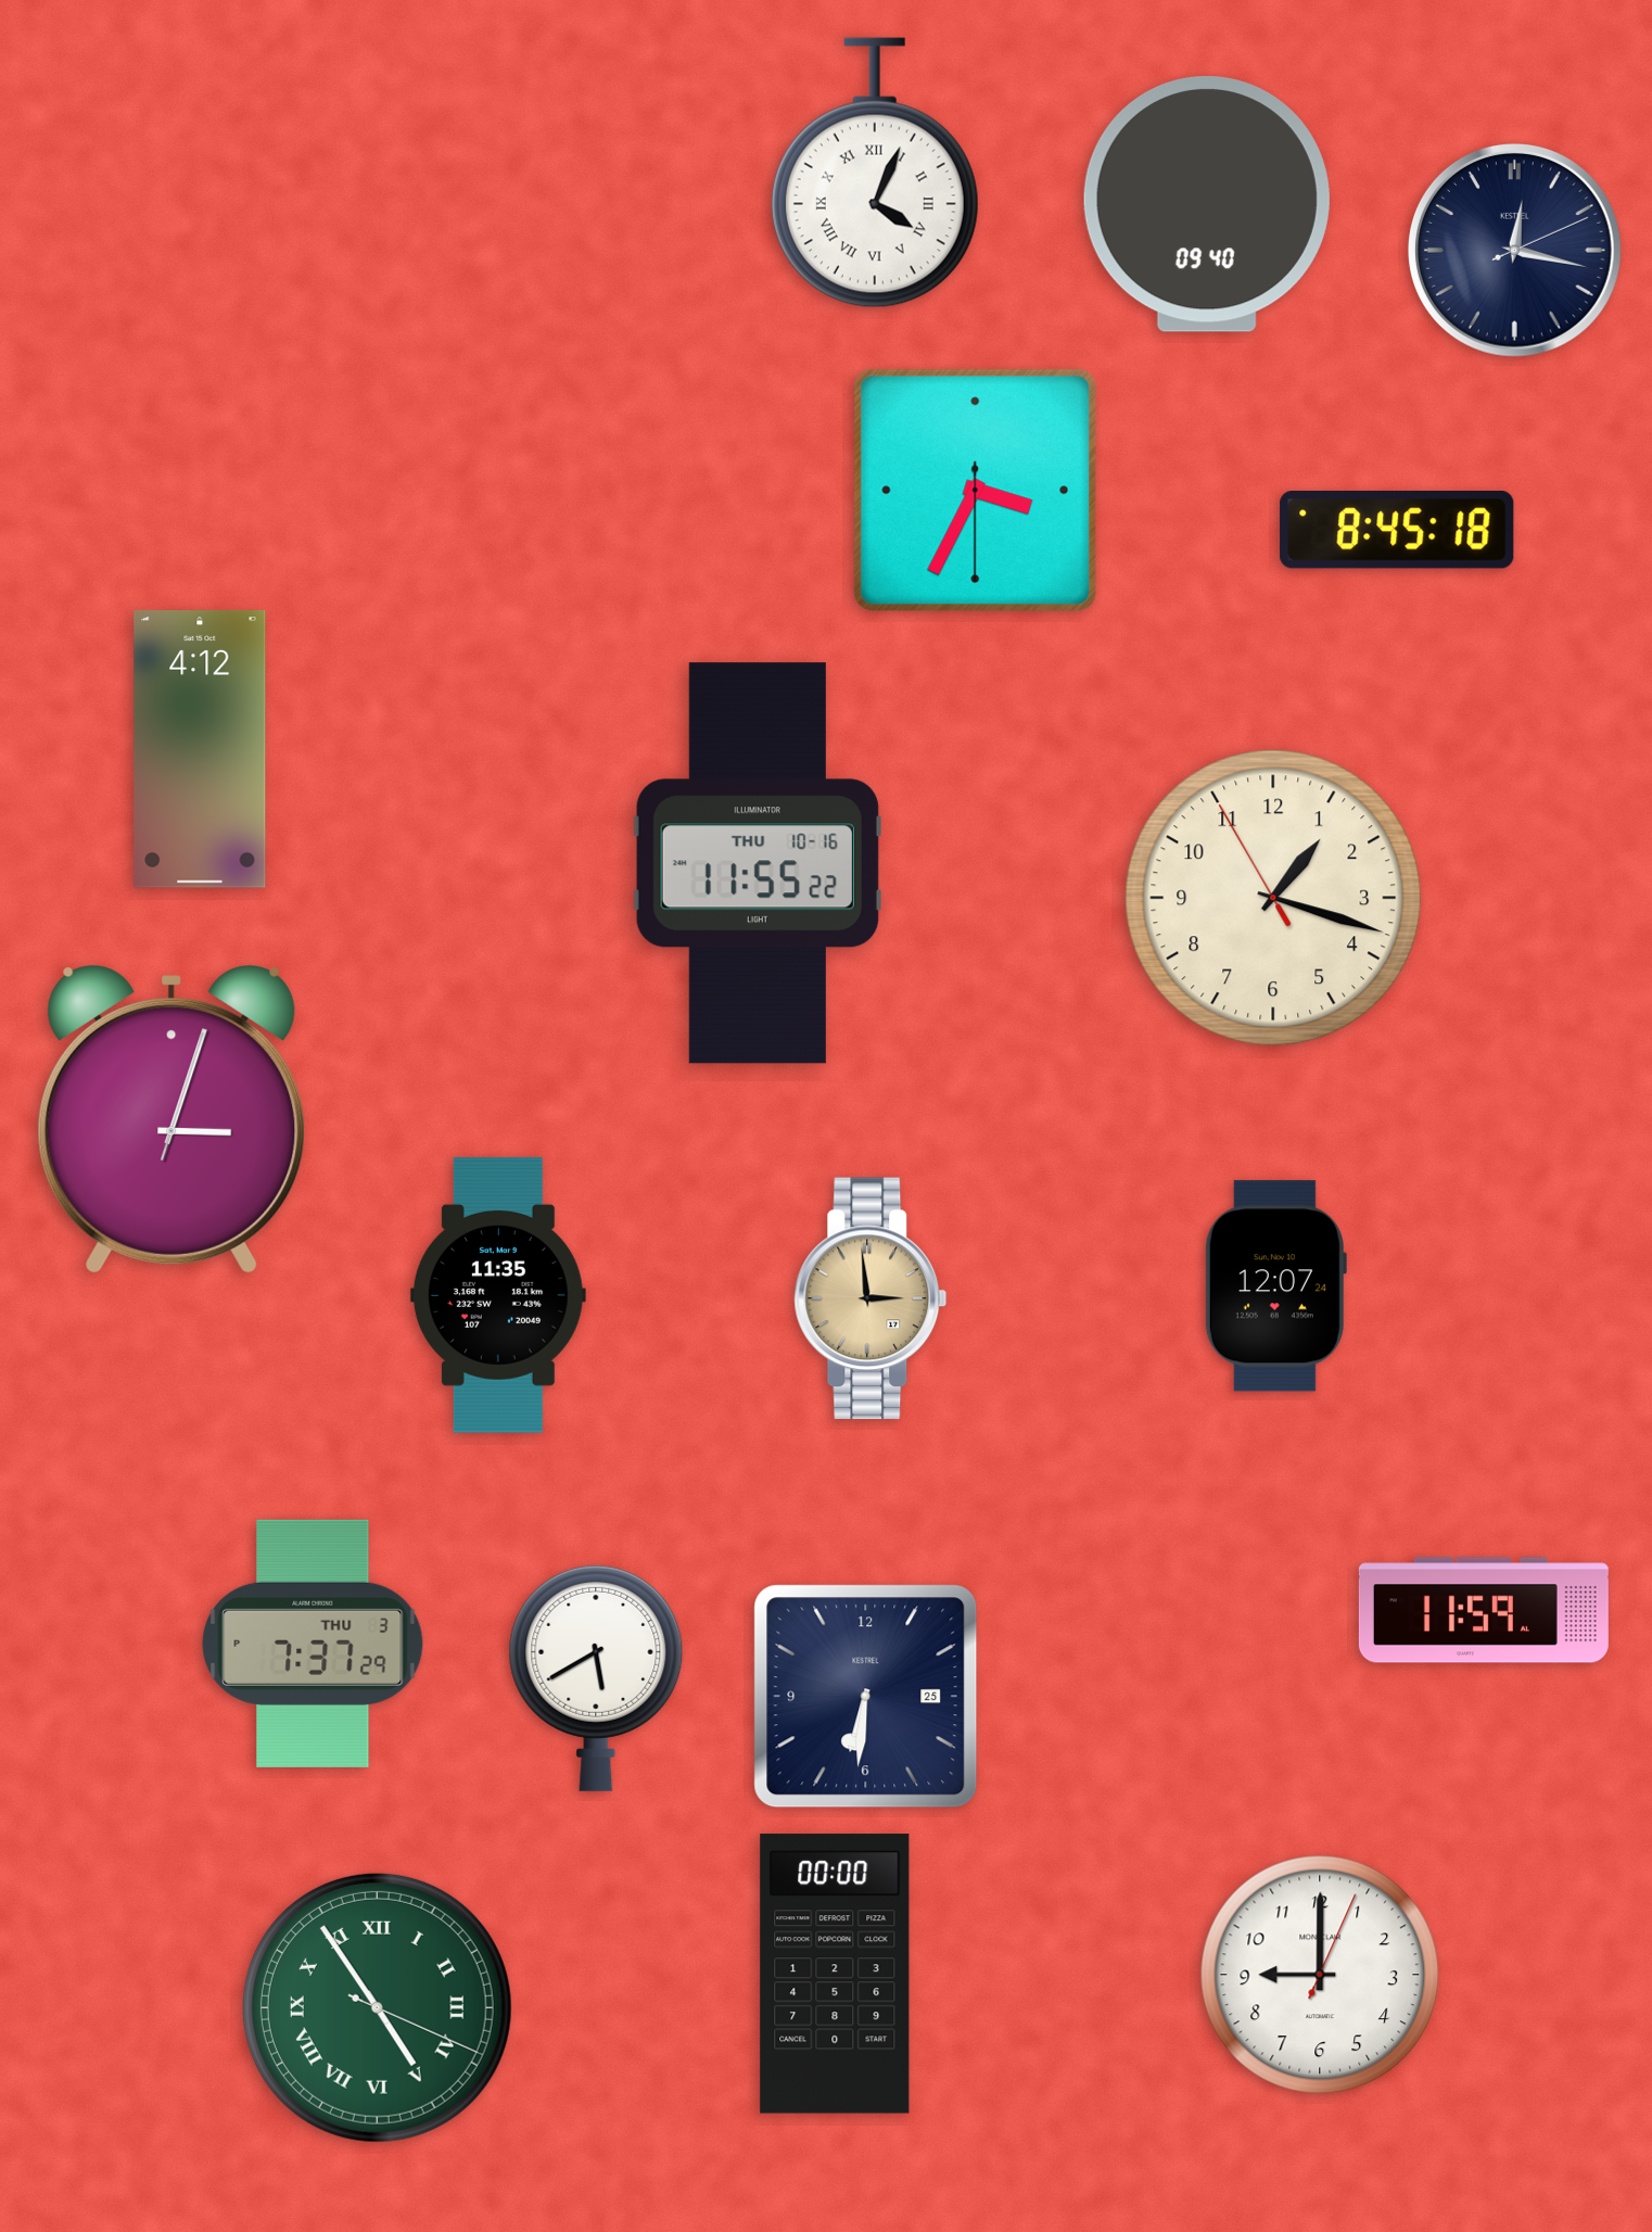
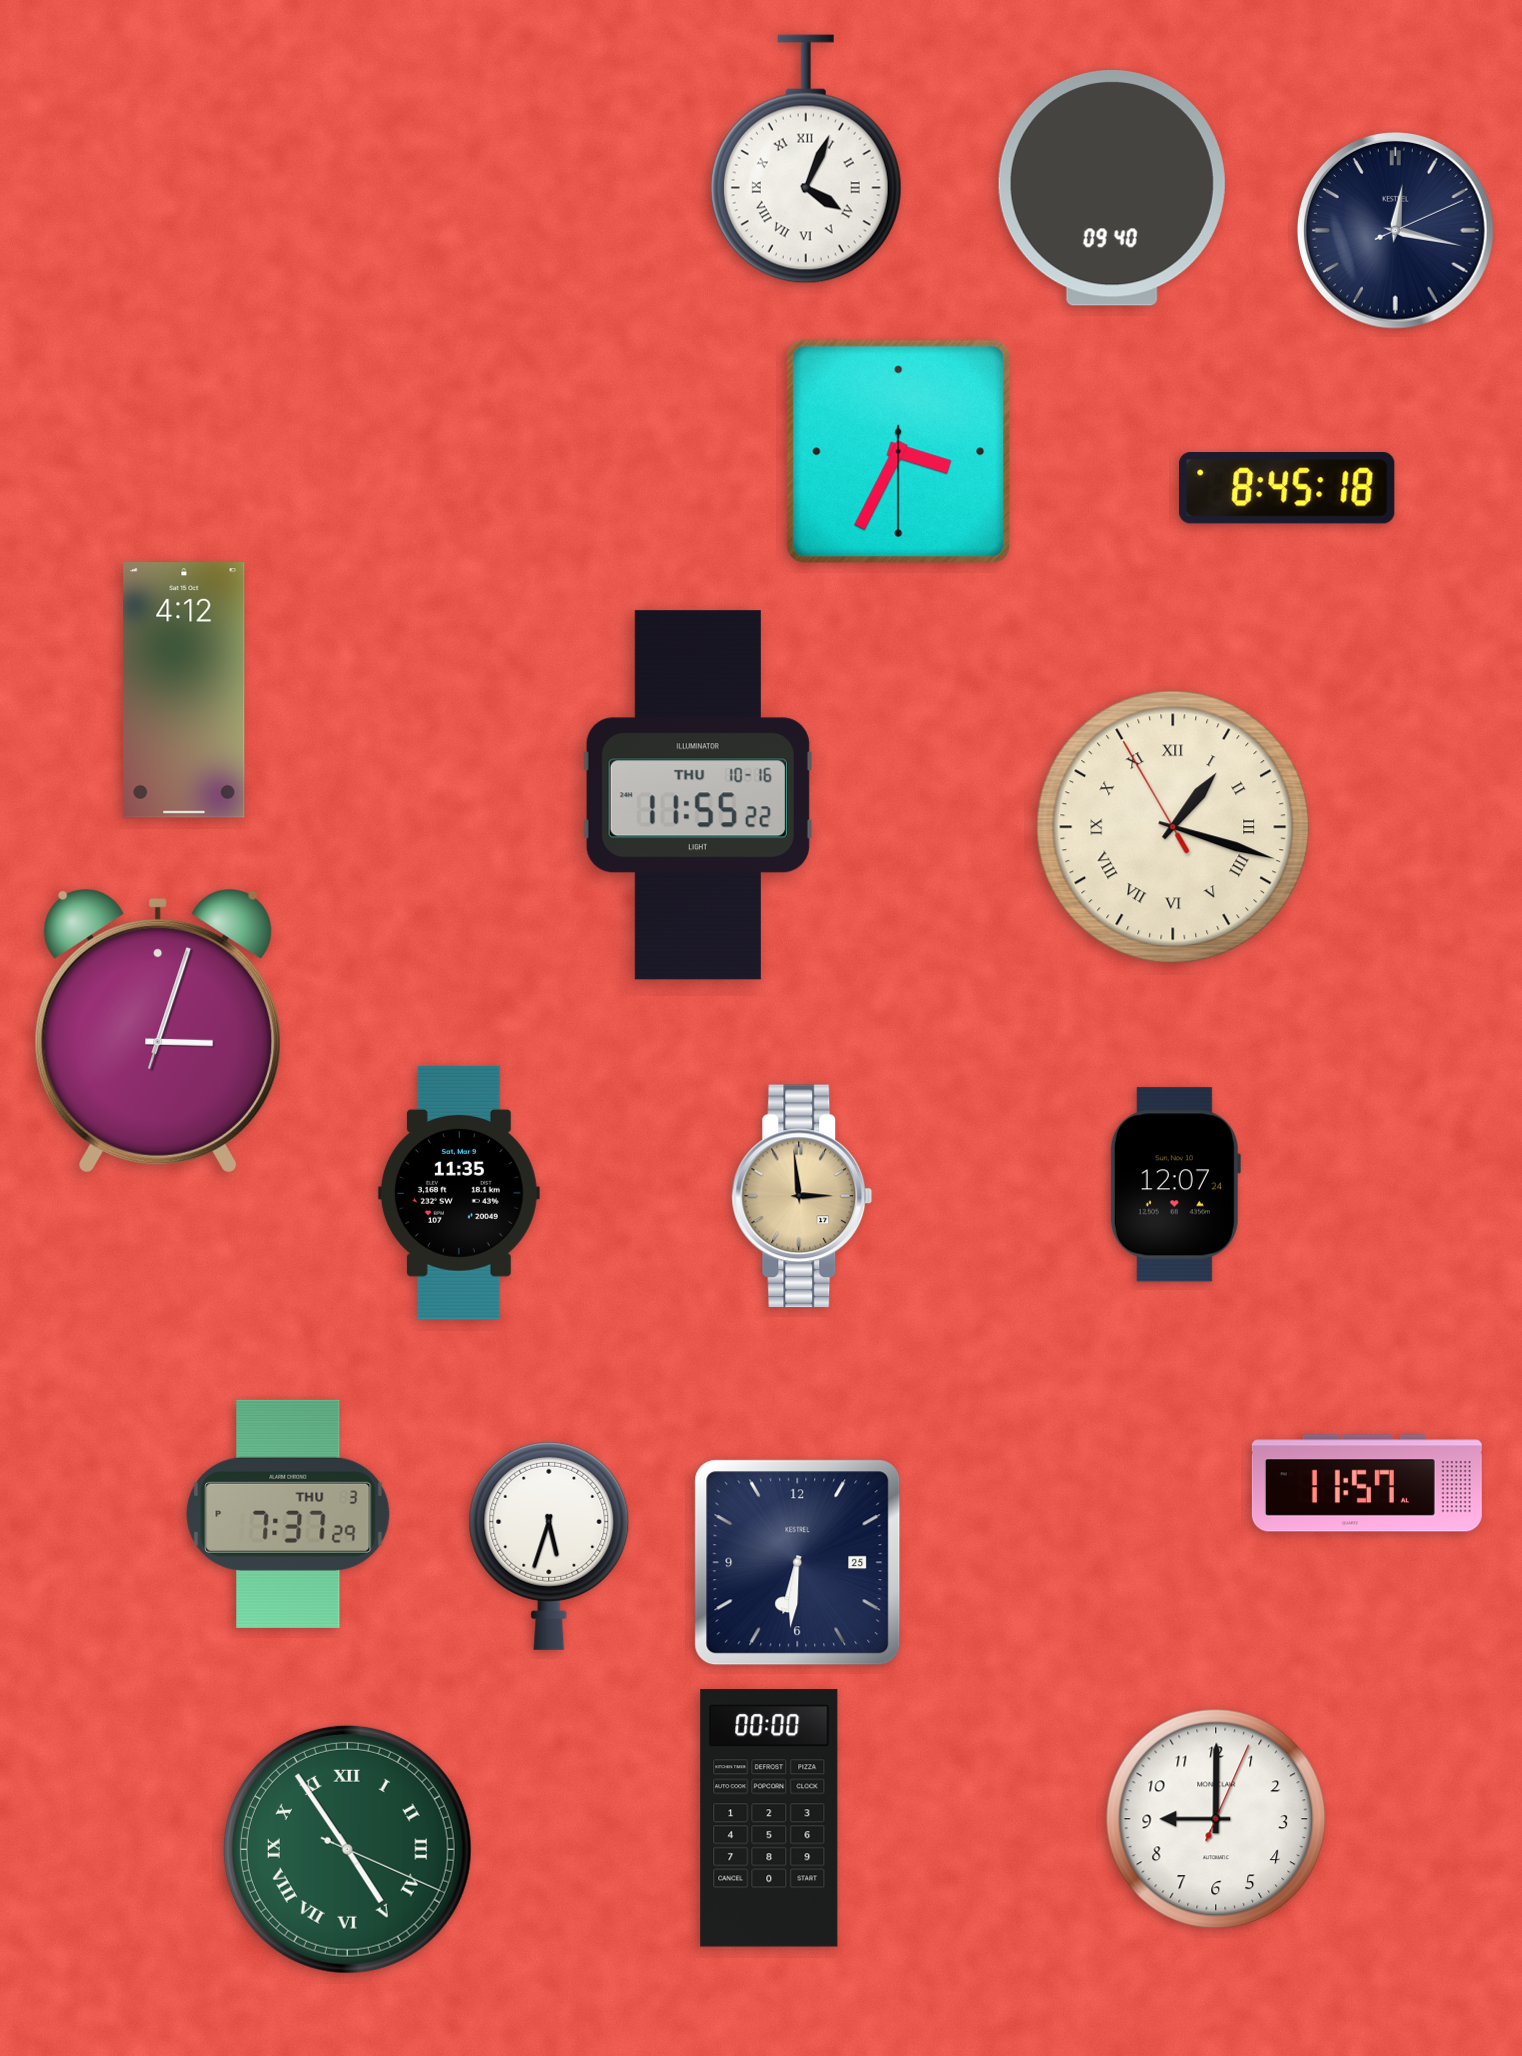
clock at (1273, 898) numerals: Arabic -> Roman
clock at (1484, 1610): 11:59 -> 11:57
clock at (596, 1677): 5:40 -> 5:33
